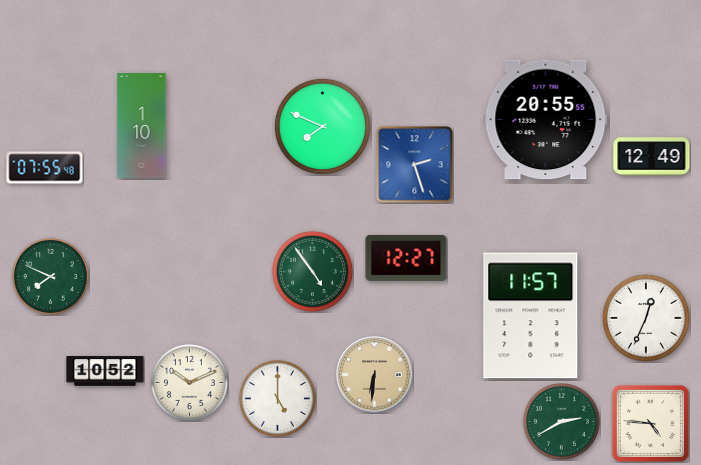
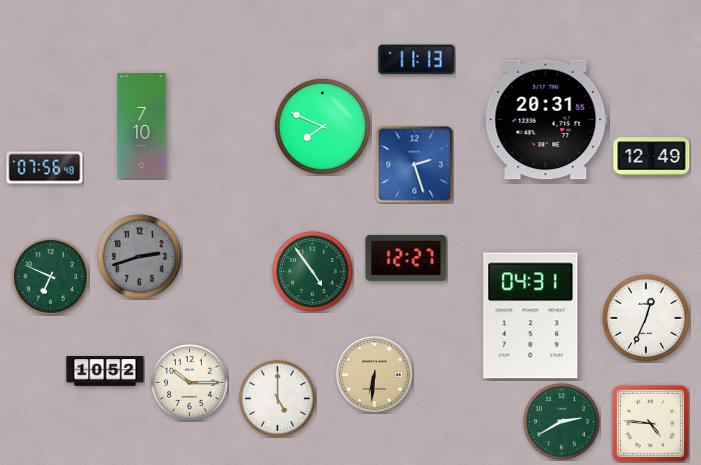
clock at (417, 60): none -> 11:13
clock at (546, 120): 20:55 -> 20:31
clock at (142, 126): 1:10 -> 7:10
clock at (45, 168): 07:55 -> 07:56
clock at (139, 256): none -> 2:42
clock at (50, 276): 7:49 -> 6:49
clock at (531, 316): 11:57 -> 04:31
clock at (189, 382): 10:11 -> 10:15
